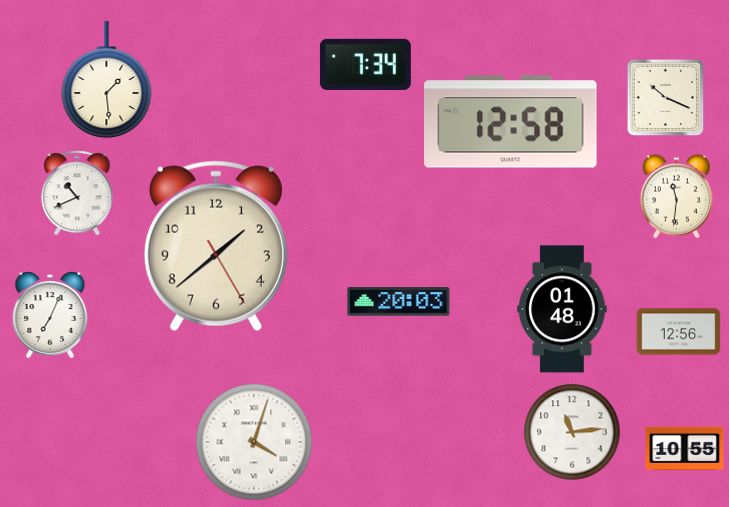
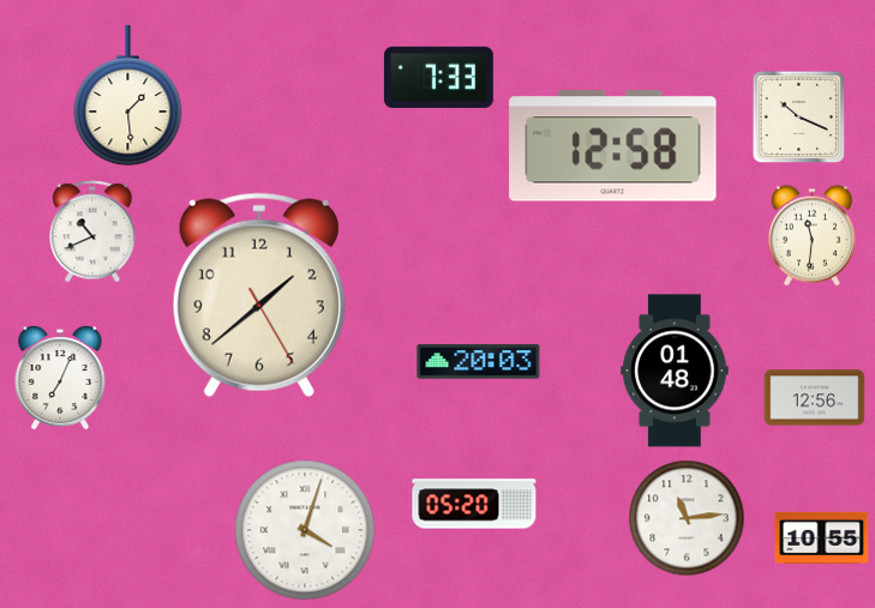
clock at (365, 64): 7:34 -> 7:33
clock at (474, 504): none -> 05:20
